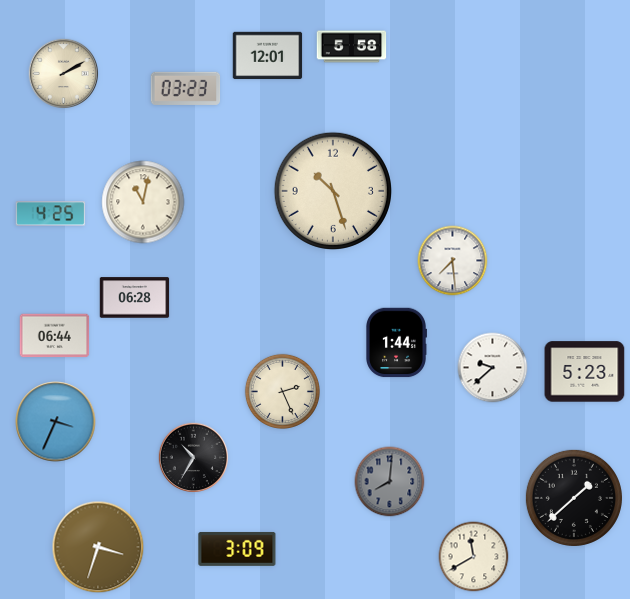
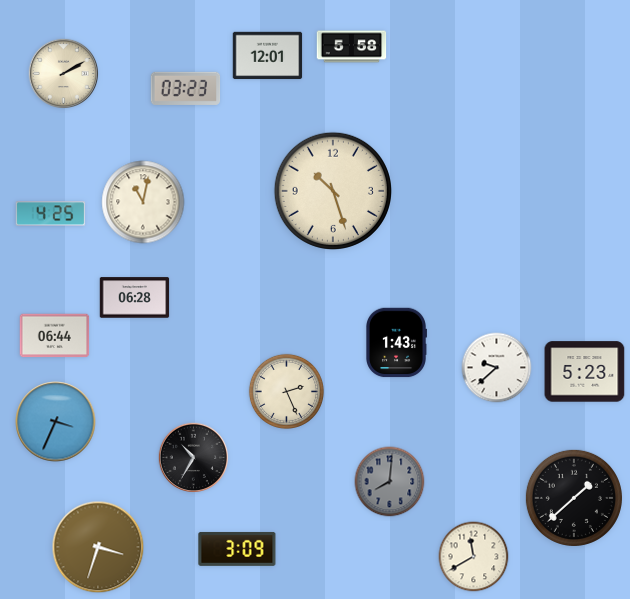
clock at (453, 261): 7:29 -> none
clock at (396, 343): 1:44 -> 1:43
clock at (493, 368) position: (493, 368) -> (497, 368)
clock at (282, 391) position: (282, 391) -> (286, 391)
